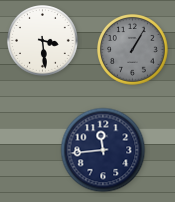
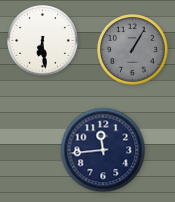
clock at (43, 41): 3:29 -> 6:29
